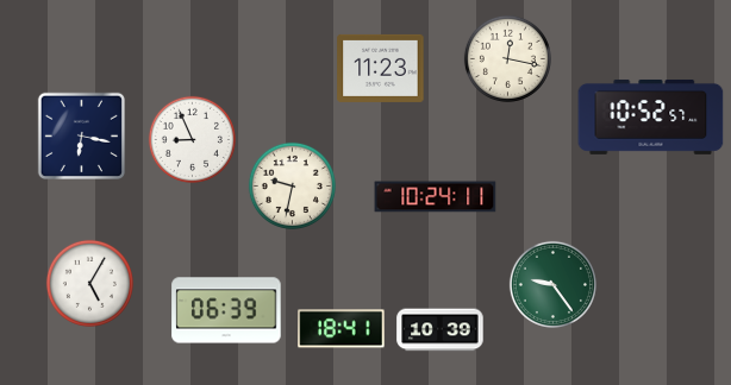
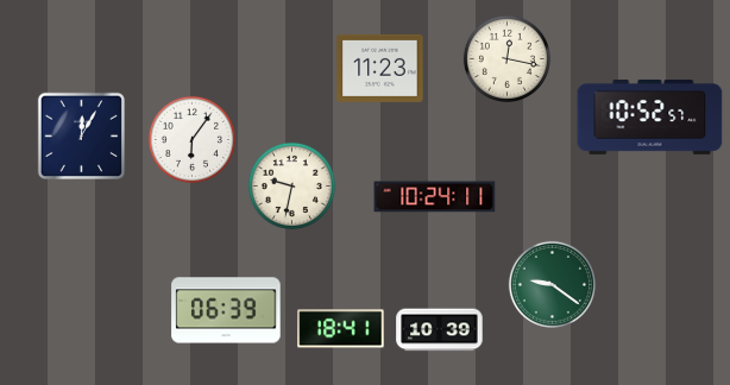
clock at (81, 135): 6:17 -> 12:05
clock at (192, 139): 8:56 -> 6:06
clock at (89, 283): 5:05 -> none
clock at (552, 284): 9:24 -> 9:21
